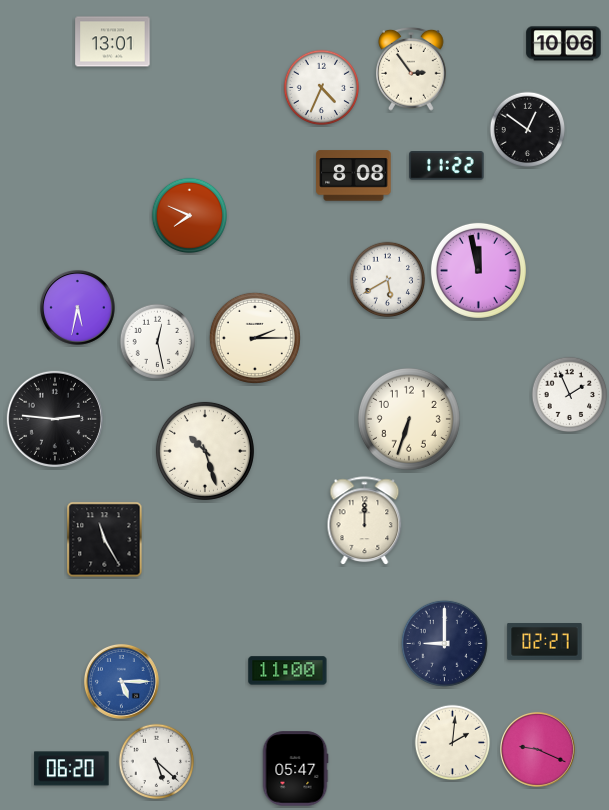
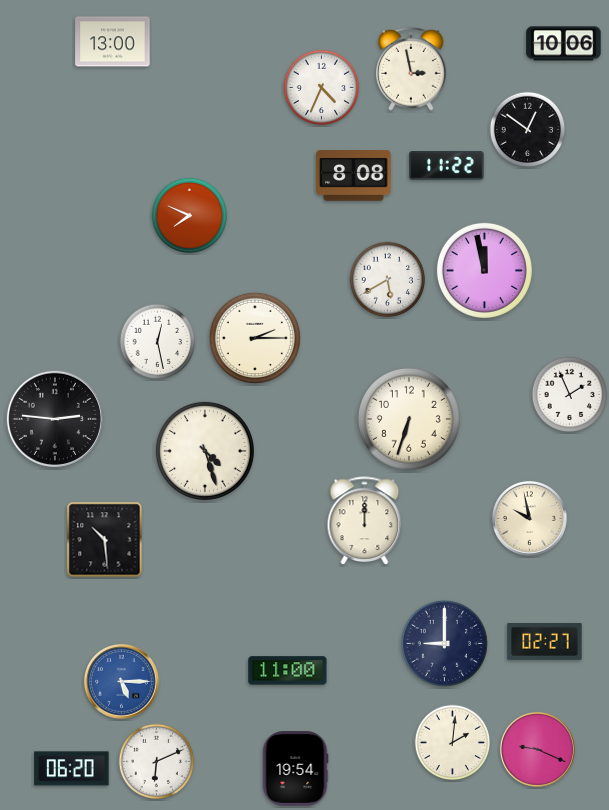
clock at (113, 42): 13:01 -> 13:00
clock at (412, 69): 2:54 -> 2:58
clock at (478, 270) position: (478, 270) -> (484, 270)
clock at (77, 307): 5:32 -> none
clock at (205, 451): 10:27 -> 4:27
clock at (529, 518): none -> 9:58
clock at (105, 540): 11:25 -> 10:29
clock at (157, 762): 5:22 -> 6:11
clock at (295, 769): 05:47 -> 19:54
